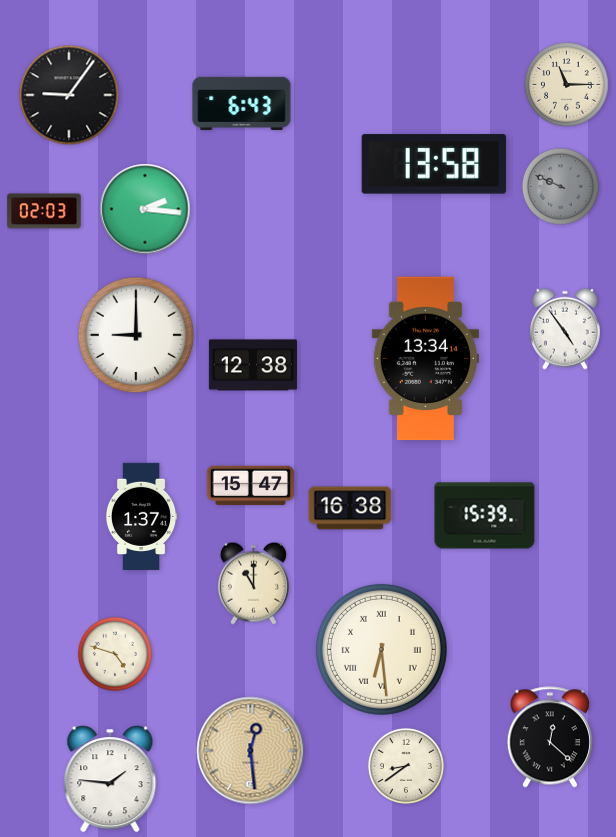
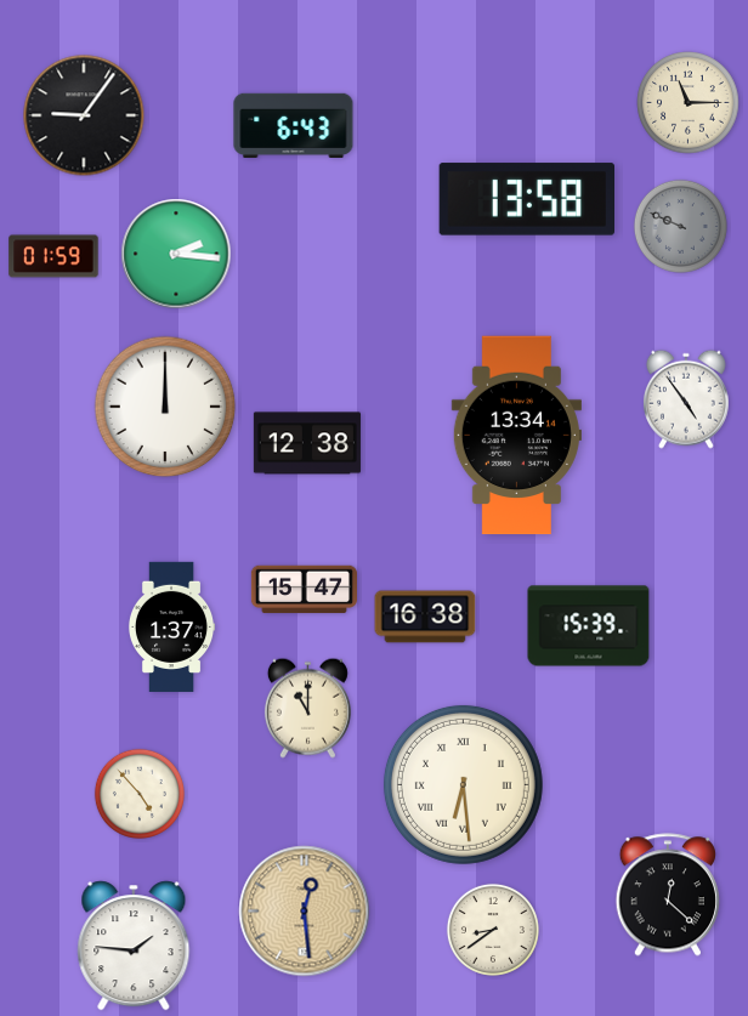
clock at (44, 211): 02:03 -> 01:59
clock at (136, 335): 9:00 -> 12:00
clock at (381, 649) position: (381, 649) -> (463, 784)
clock at (115, 654): 4:48 -> 4:53
